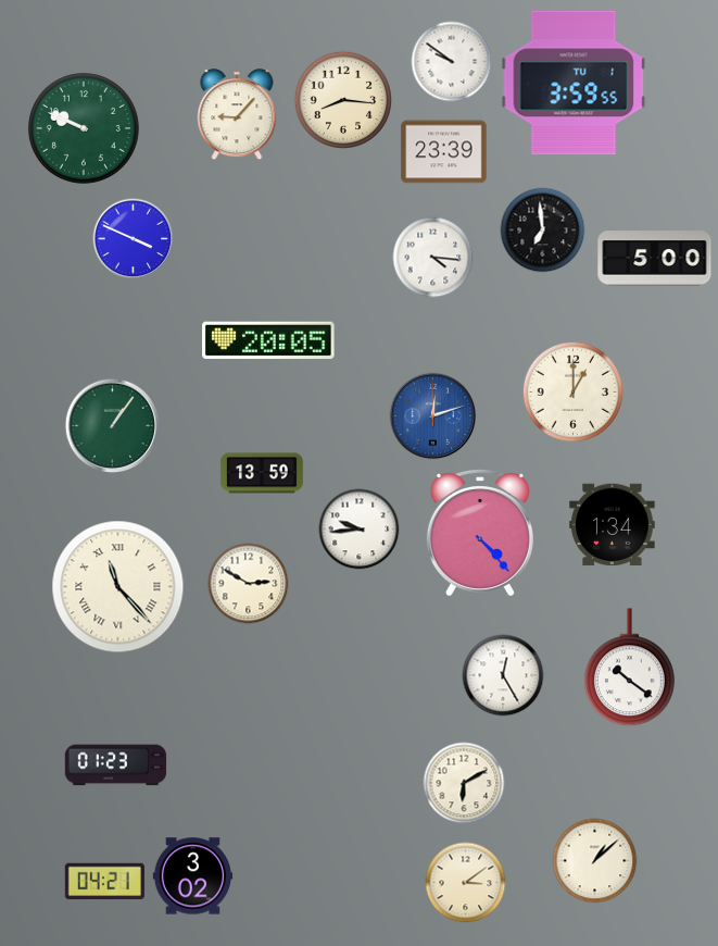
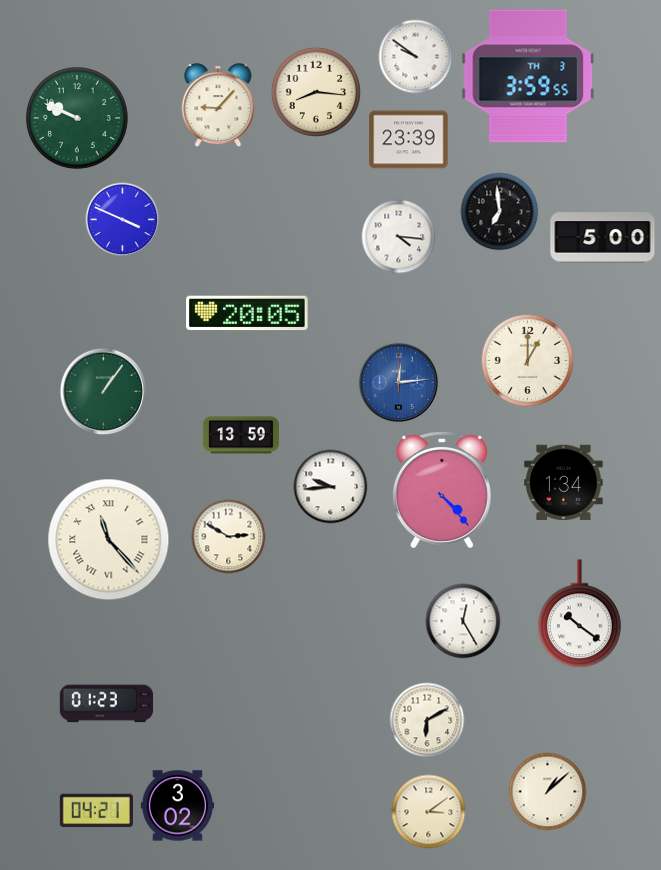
clock at (574, 83) date: TU 1 -> TH 3
clock at (433, 416): 12:12 -> 12:14
